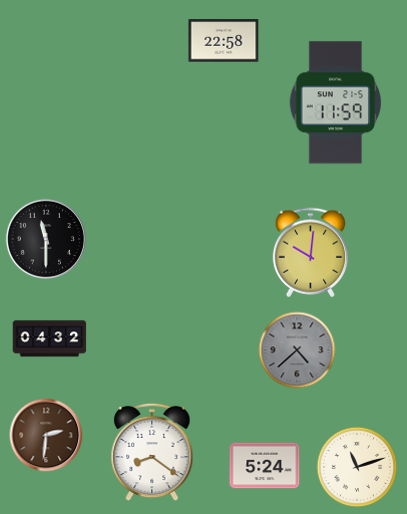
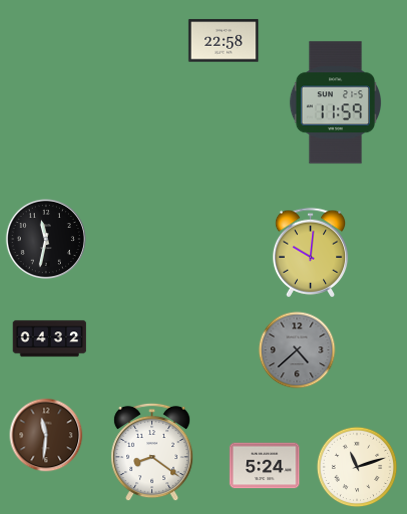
clock at (45, 238): 11:30 -> 11:32
clock at (46, 435): 2:31 -> 11:31
